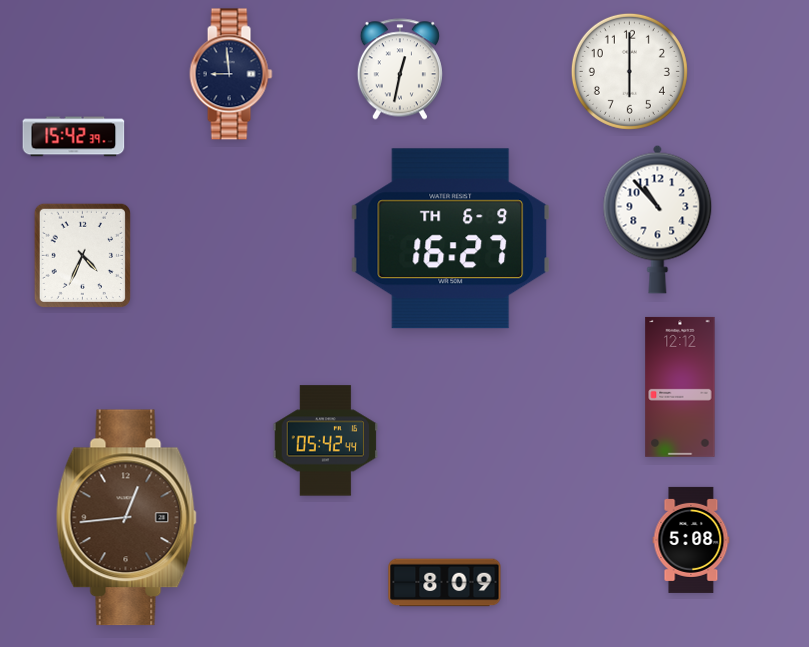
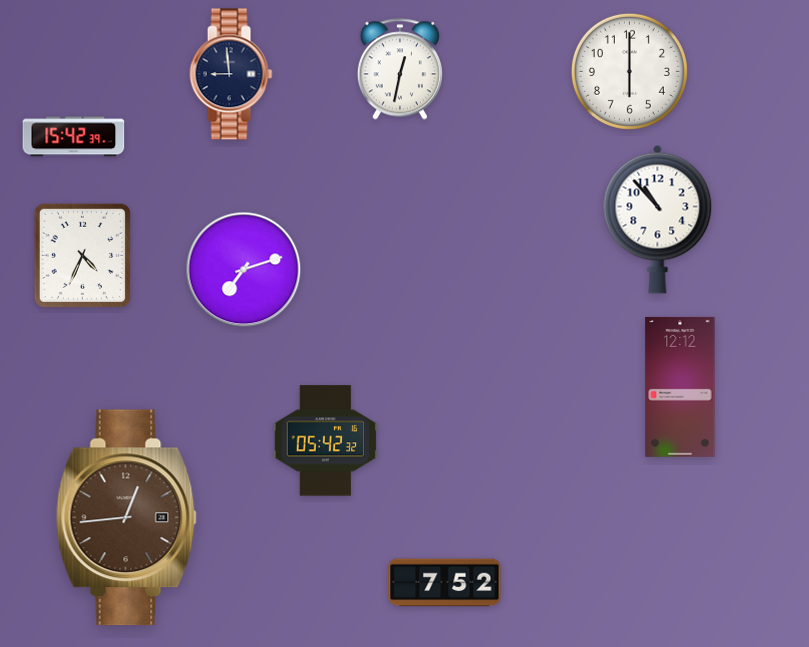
clock at (451, 239): 16:27 -> none
clock at (244, 270): none -> 7:12
clock at (326, 441): 05:42:44 -> 05:42:32
clock at (691, 540): 5:08 -> none
clock at (445, 583): 8:09 -> 7:52
